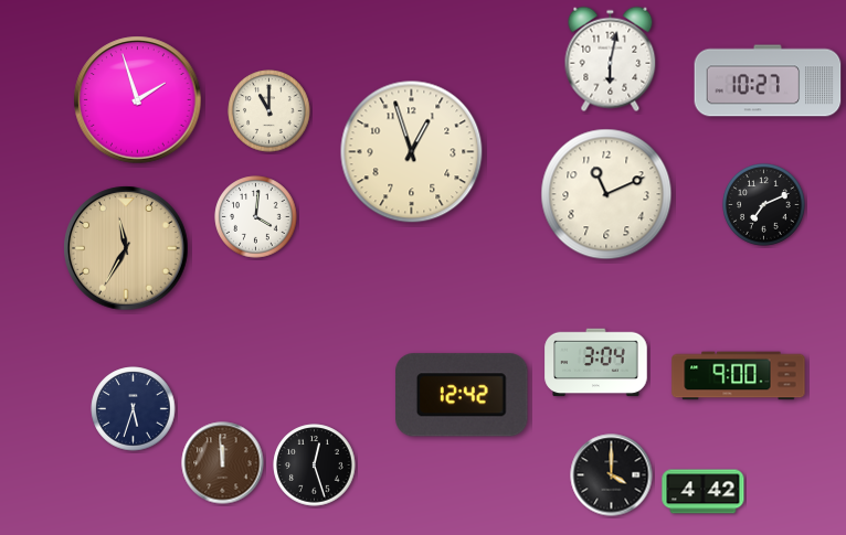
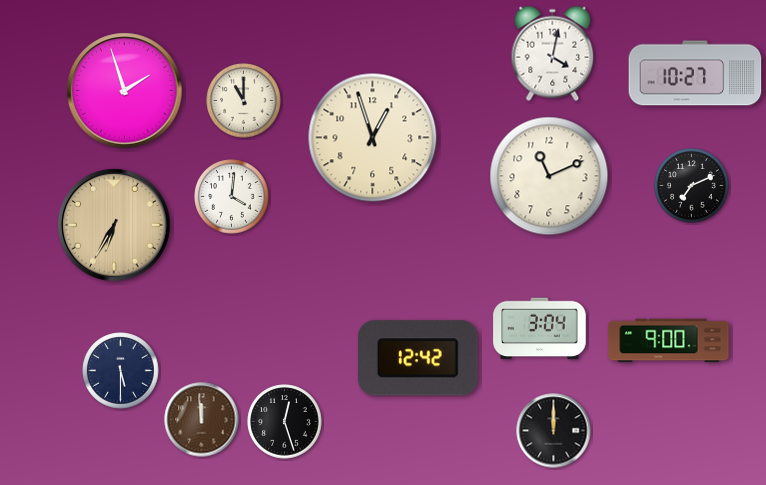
clock at (611, 60): 6:02 -> 4:02
clock at (126, 248): 11:35 -> 6:35
clock at (134, 409): 5:33 -> 5:30
clock at (612, 475): 4:00 -> 12:00
clock at (704, 492): 4:42 -> none
